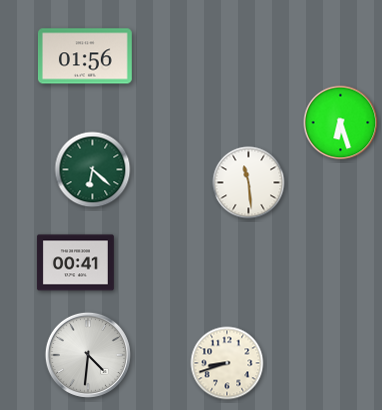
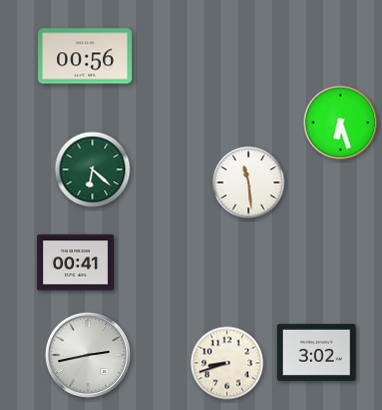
clock at (85, 56): 01:56 -> 00:56
clock at (317, 352): none -> 3:02
clock at (88, 355): 4:31 -> 2:43
